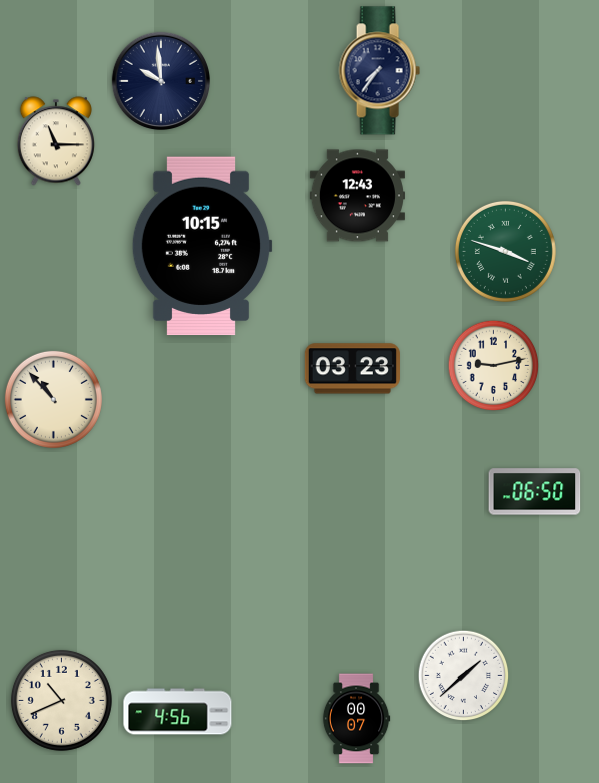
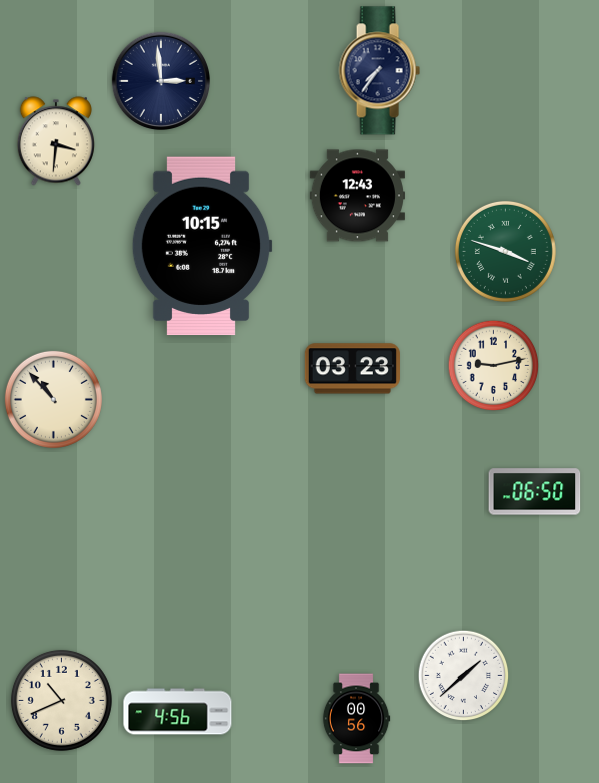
clock at (160, 80): 9:59 -> 2:59
clock at (56, 141): 11:15 -> 3:31
clock at (356, 719): 00:07 -> 00:56
